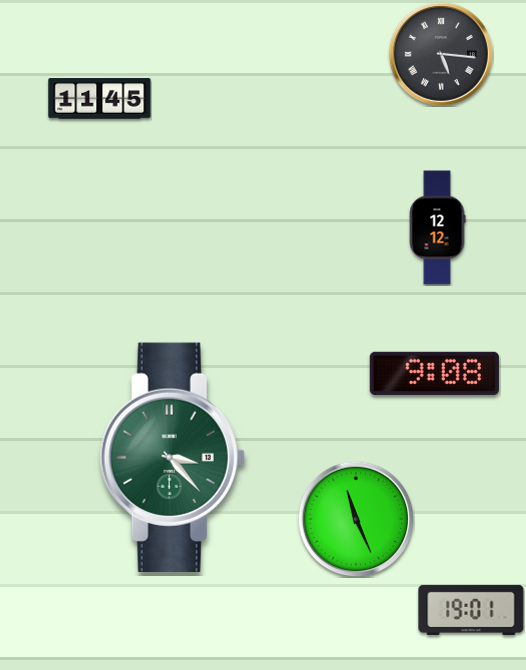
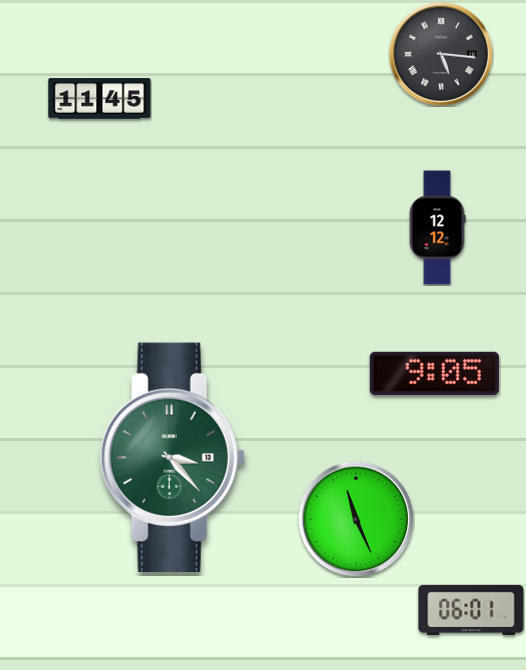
clock at (434, 373): 9:08 -> 9:05
clock at (471, 610): 19:01 -> 06:01
